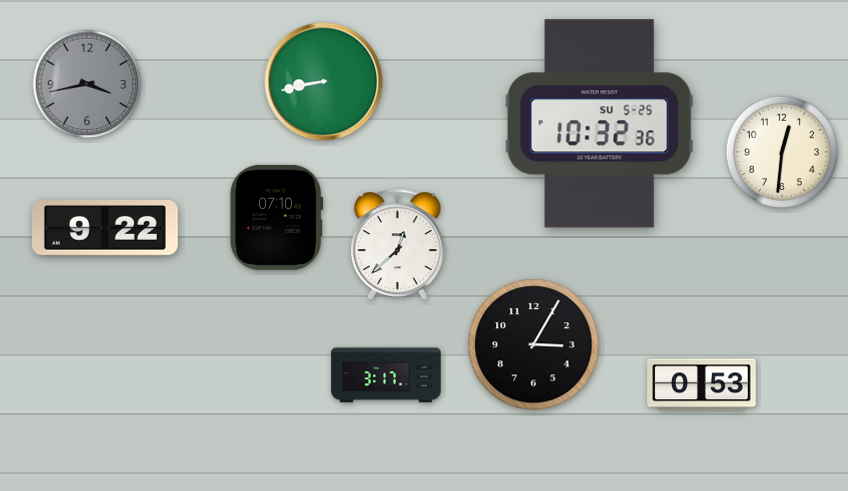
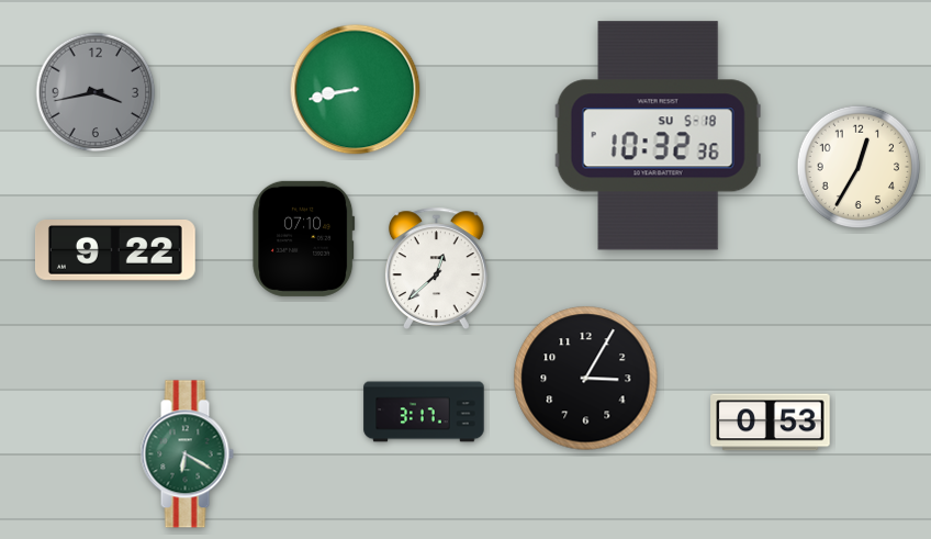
clock at (599, 124) date: SU 5-25 -> SU 5-18
clock at (782, 152): 12:31 -> 12:35
clock at (187, 454): none -> 6:20
